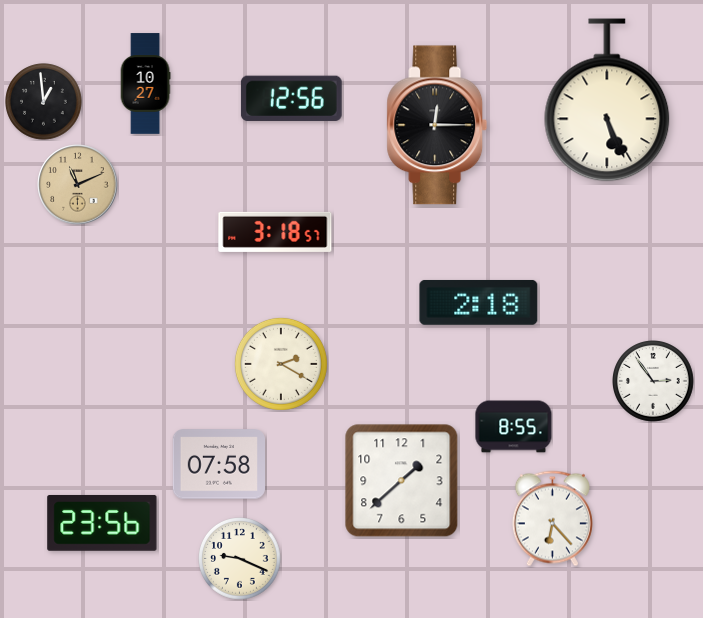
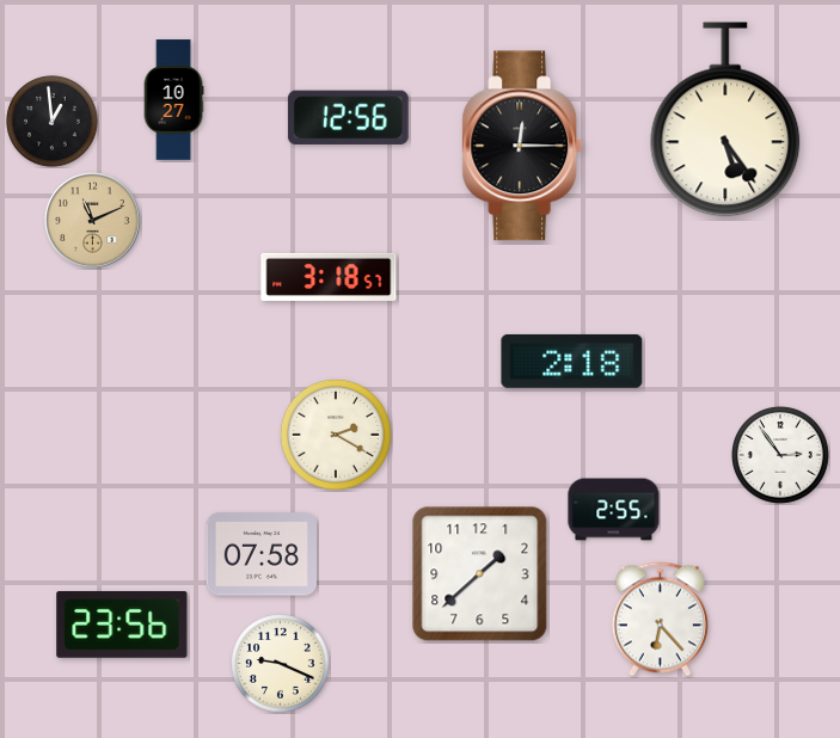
clock at (607, 100): 5:26 -> 5:24
clock at (437, 125) position: (437, 125) -> (522, 146)
clock at (514, 427): 8:55 -> 2:55
clock at (240, 559) position: (240, 559) -> (281, 664)
